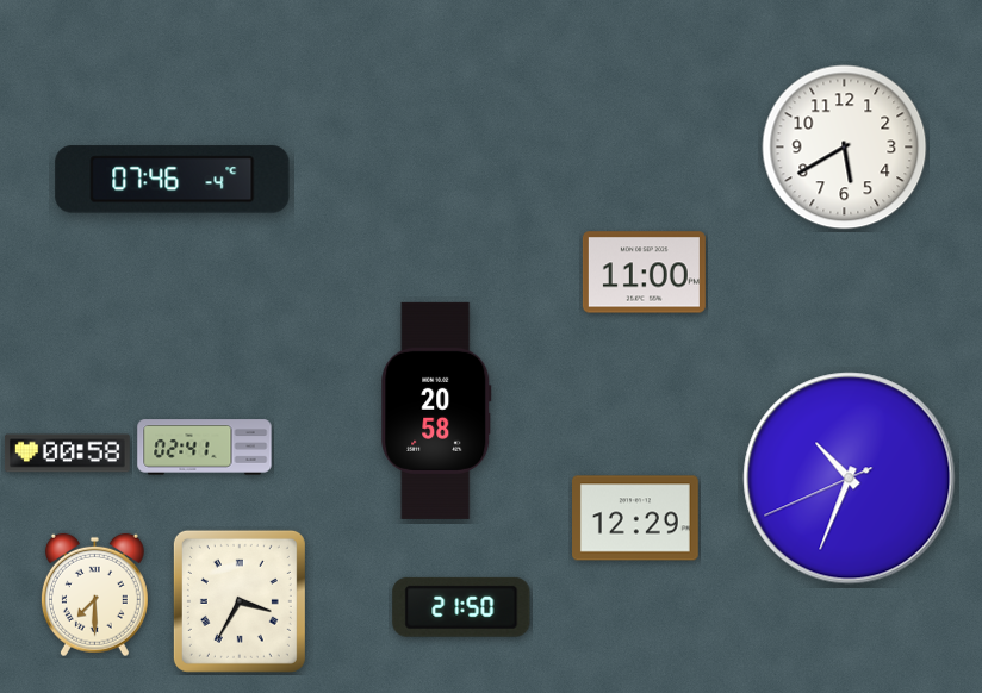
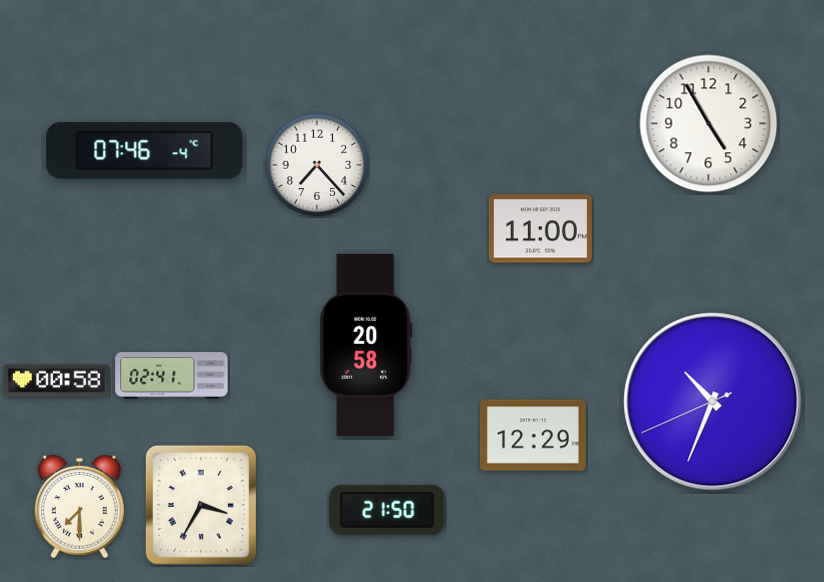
clock at (845, 148): 5:40 -> 4:55
clock at (317, 165): none -> 7:23
clock at (94, 595) position: (94, 595) -> (79, 507)
